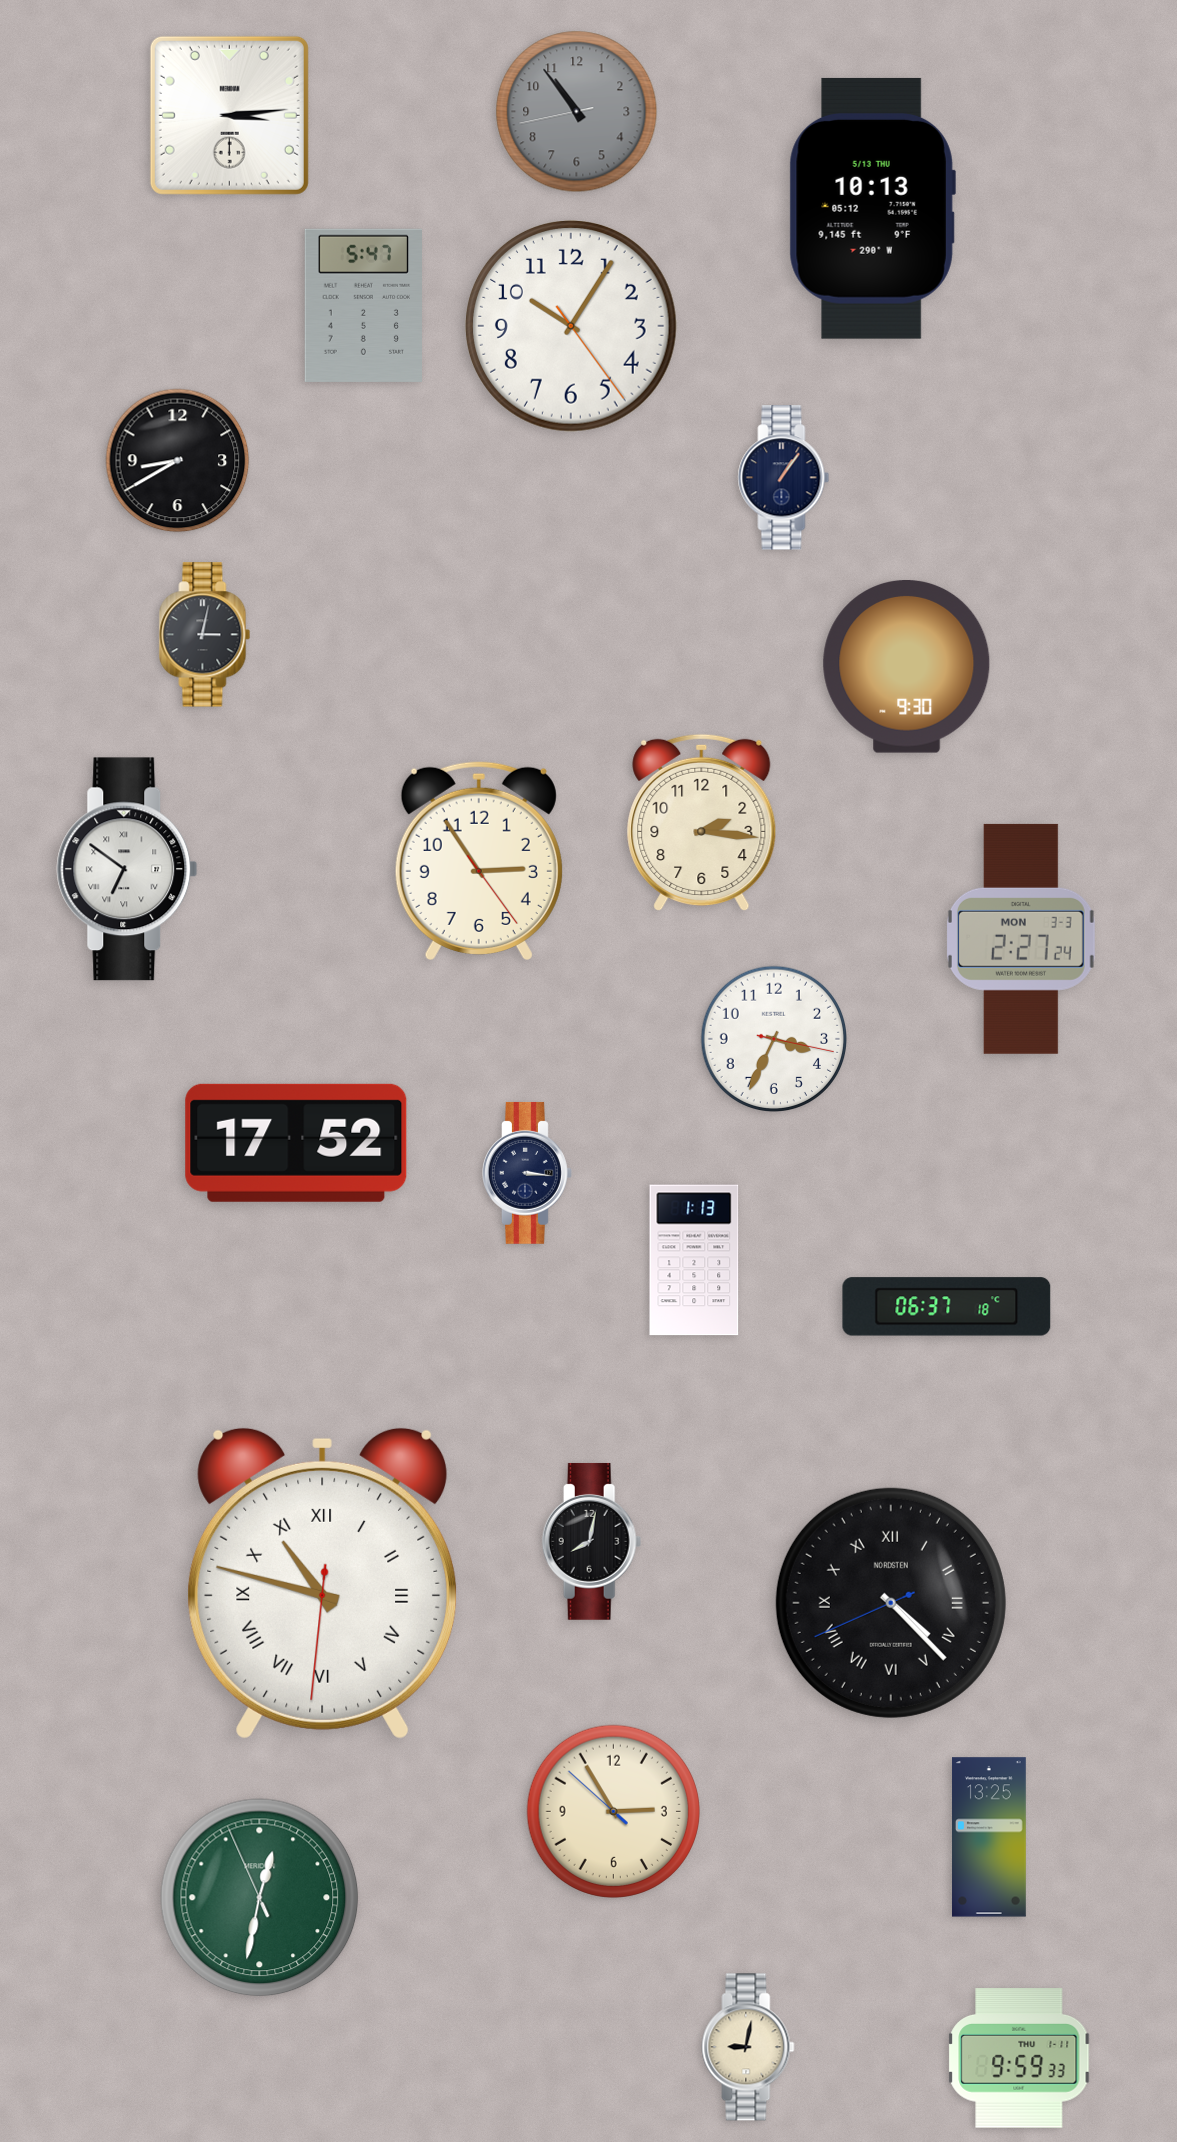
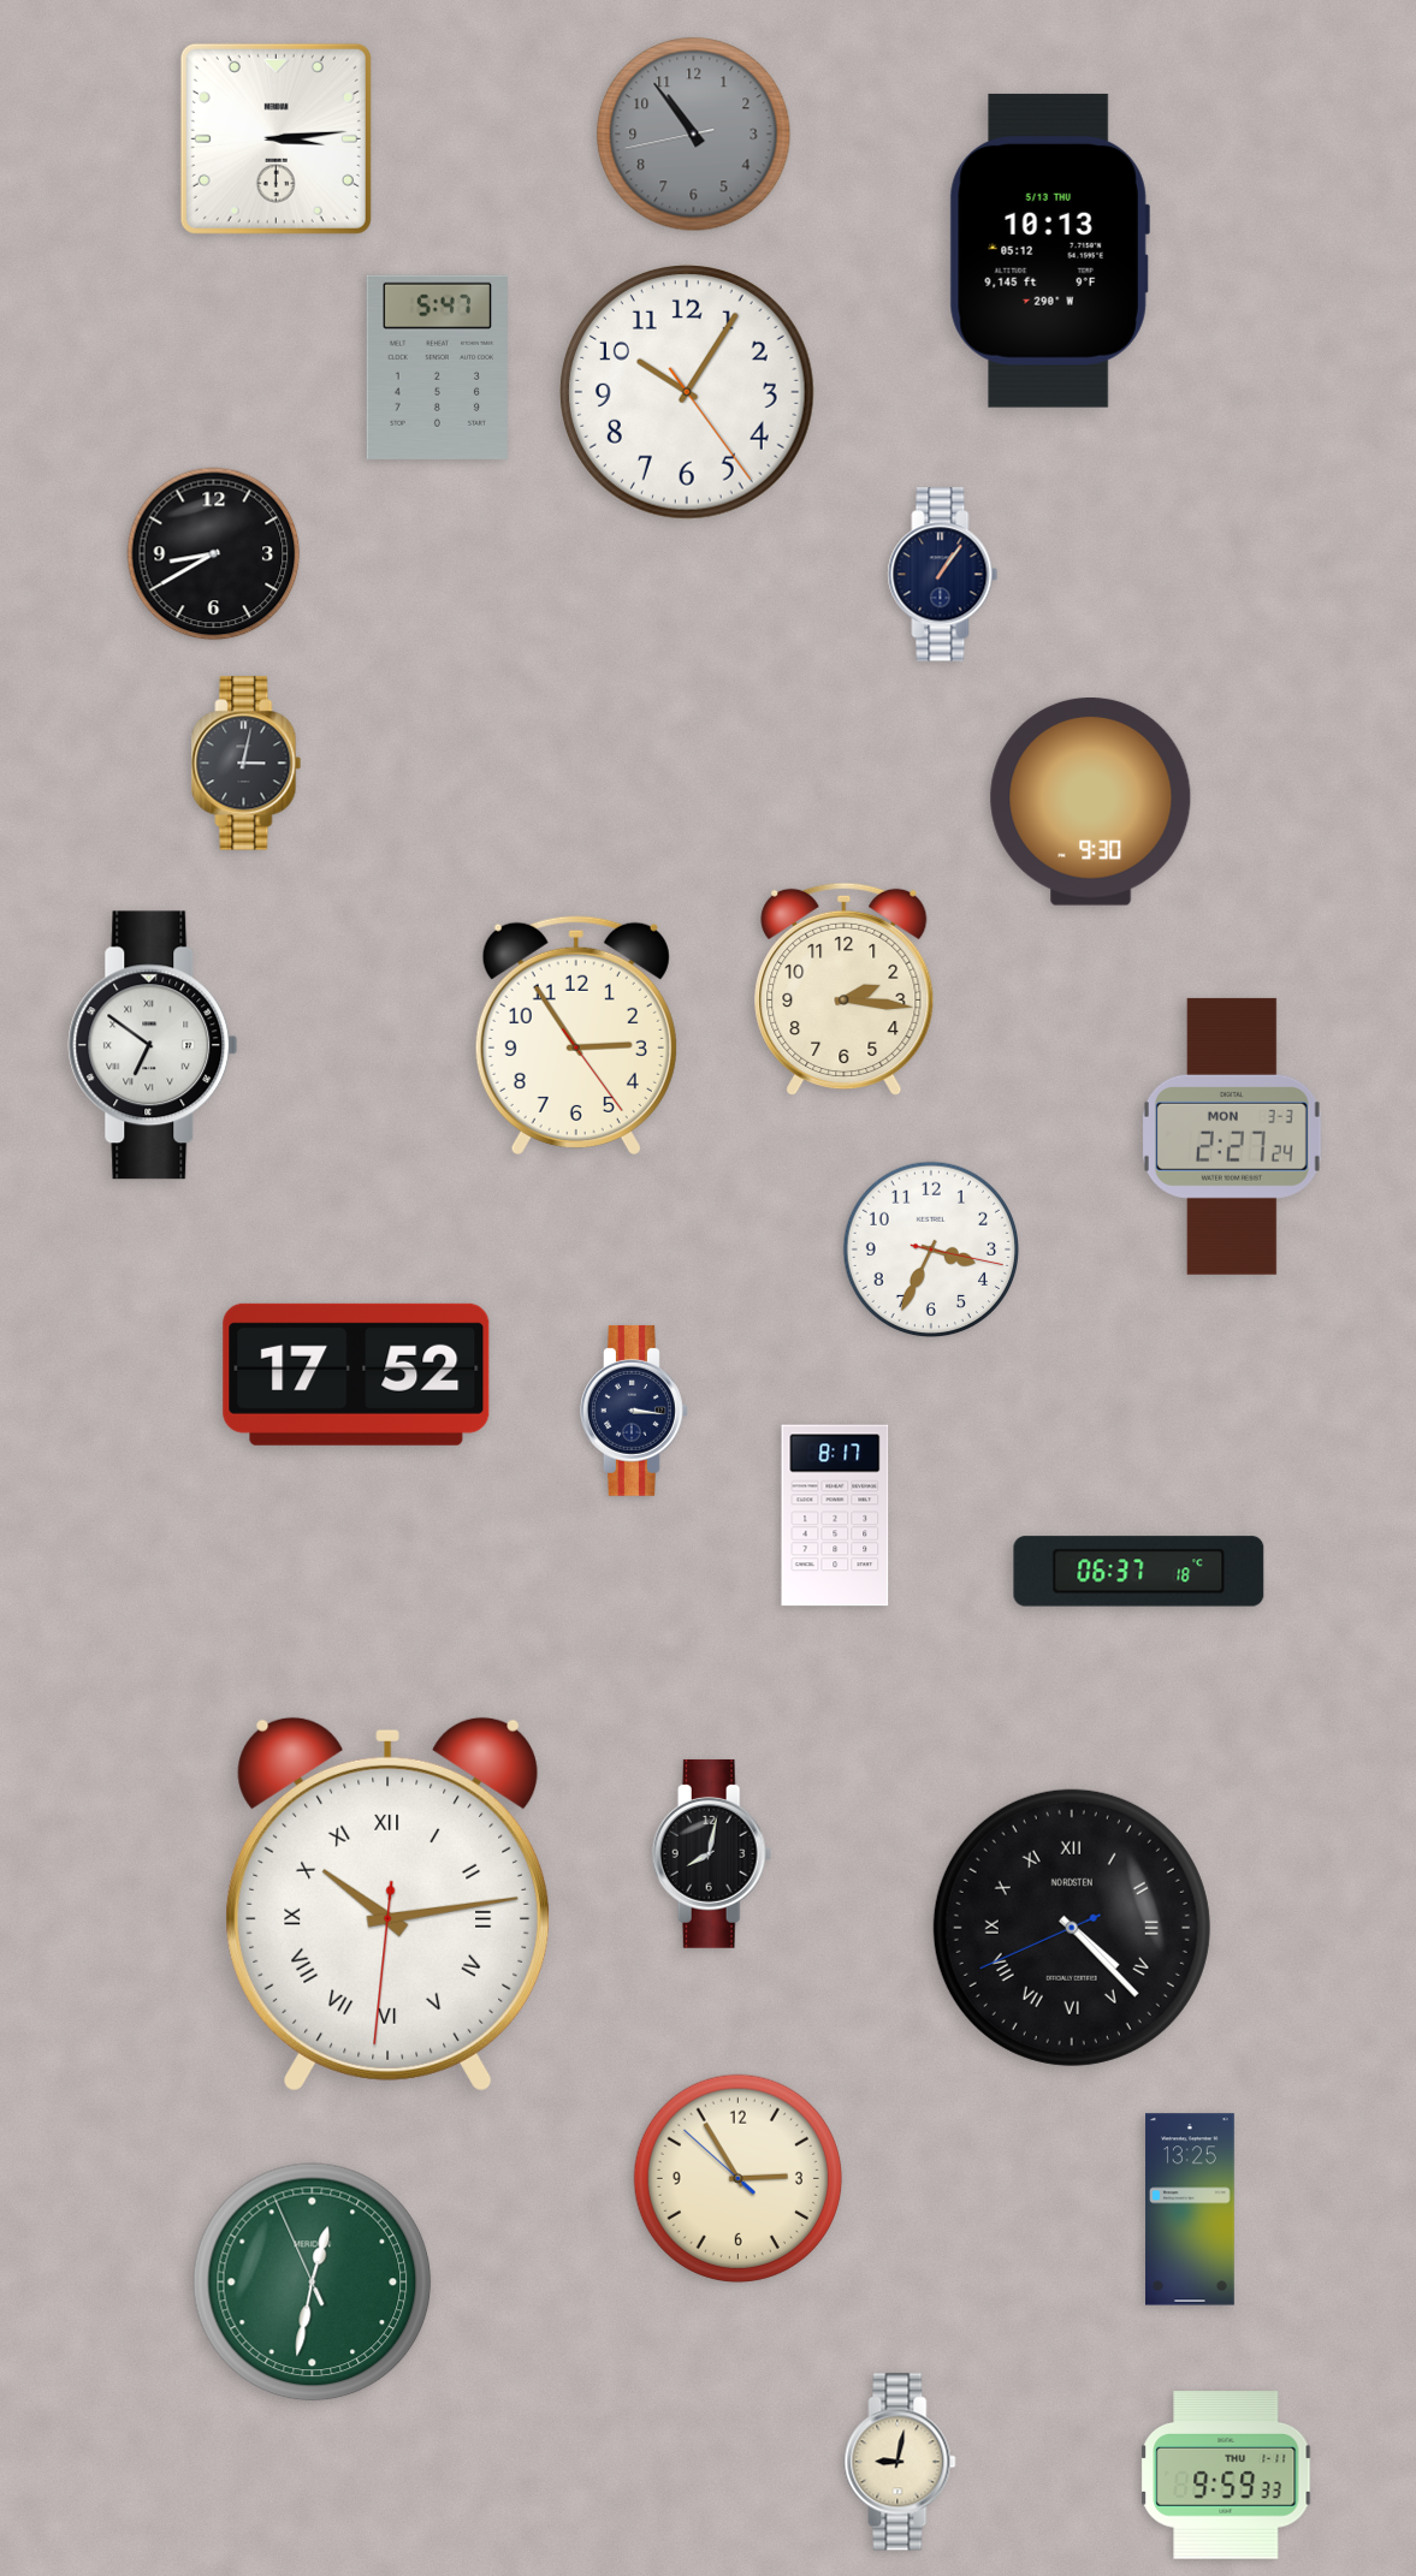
clock at (1021, 939) position: (1021, 939) -> (1232, 1136)
clock at (694, 1260): 1:13 -> 8:17
clock at (323, 1583): 10:47 -> 10:13
